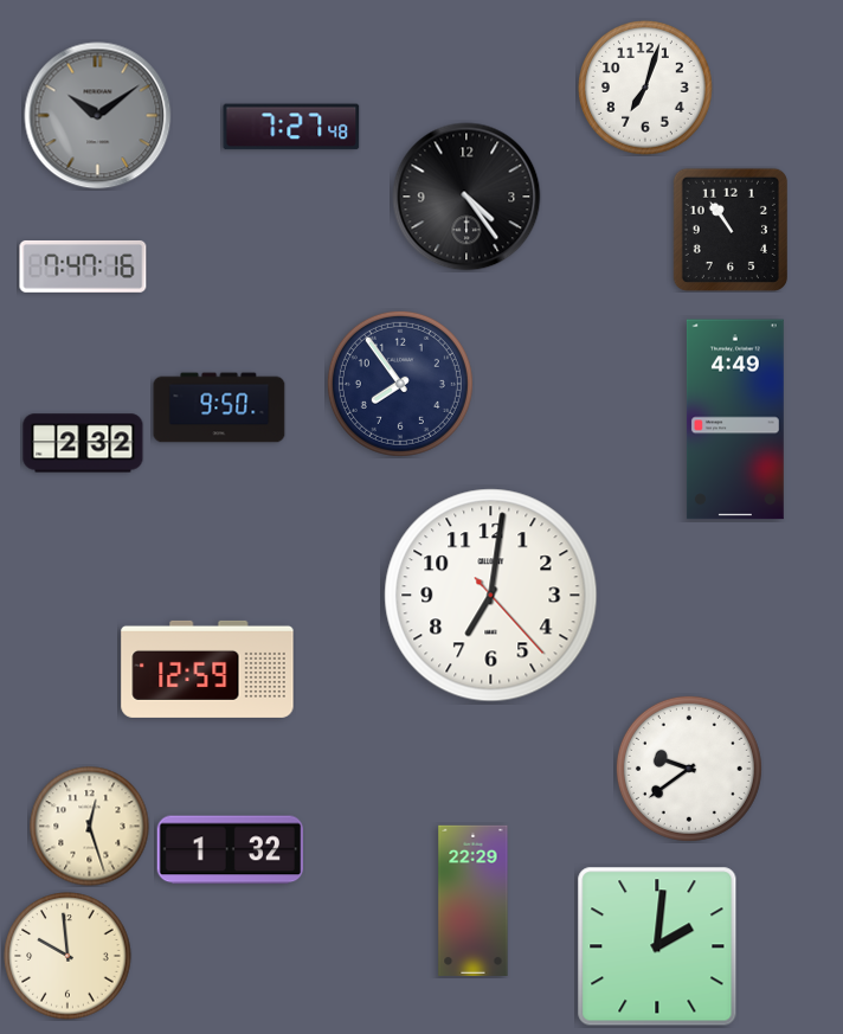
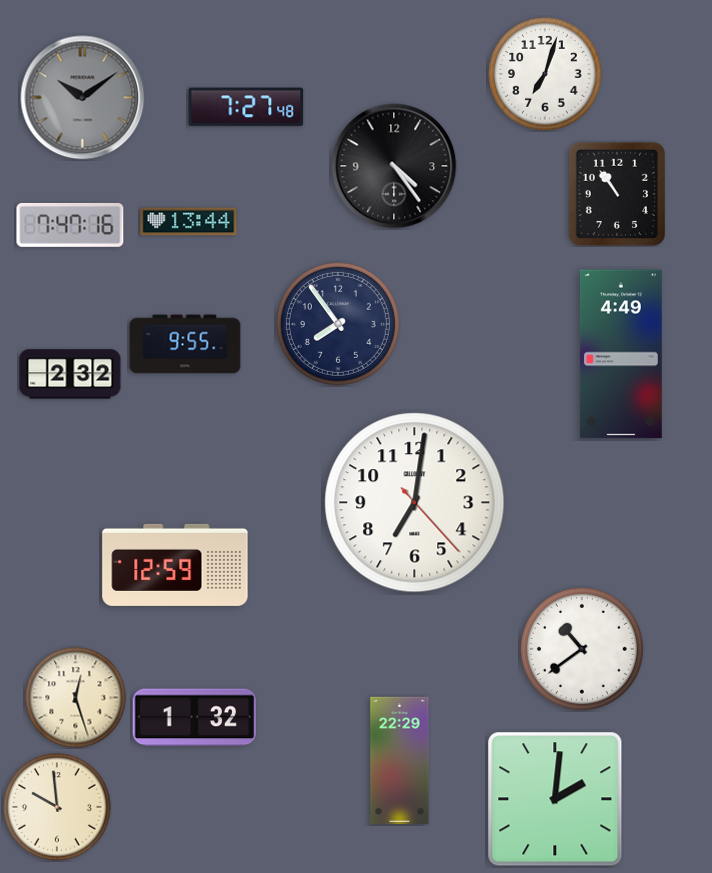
clock at (189, 222): none -> 13:44
clock at (219, 407): 9:50 -> 9:55
clock at (689, 769): 9:39 -> 10:39
